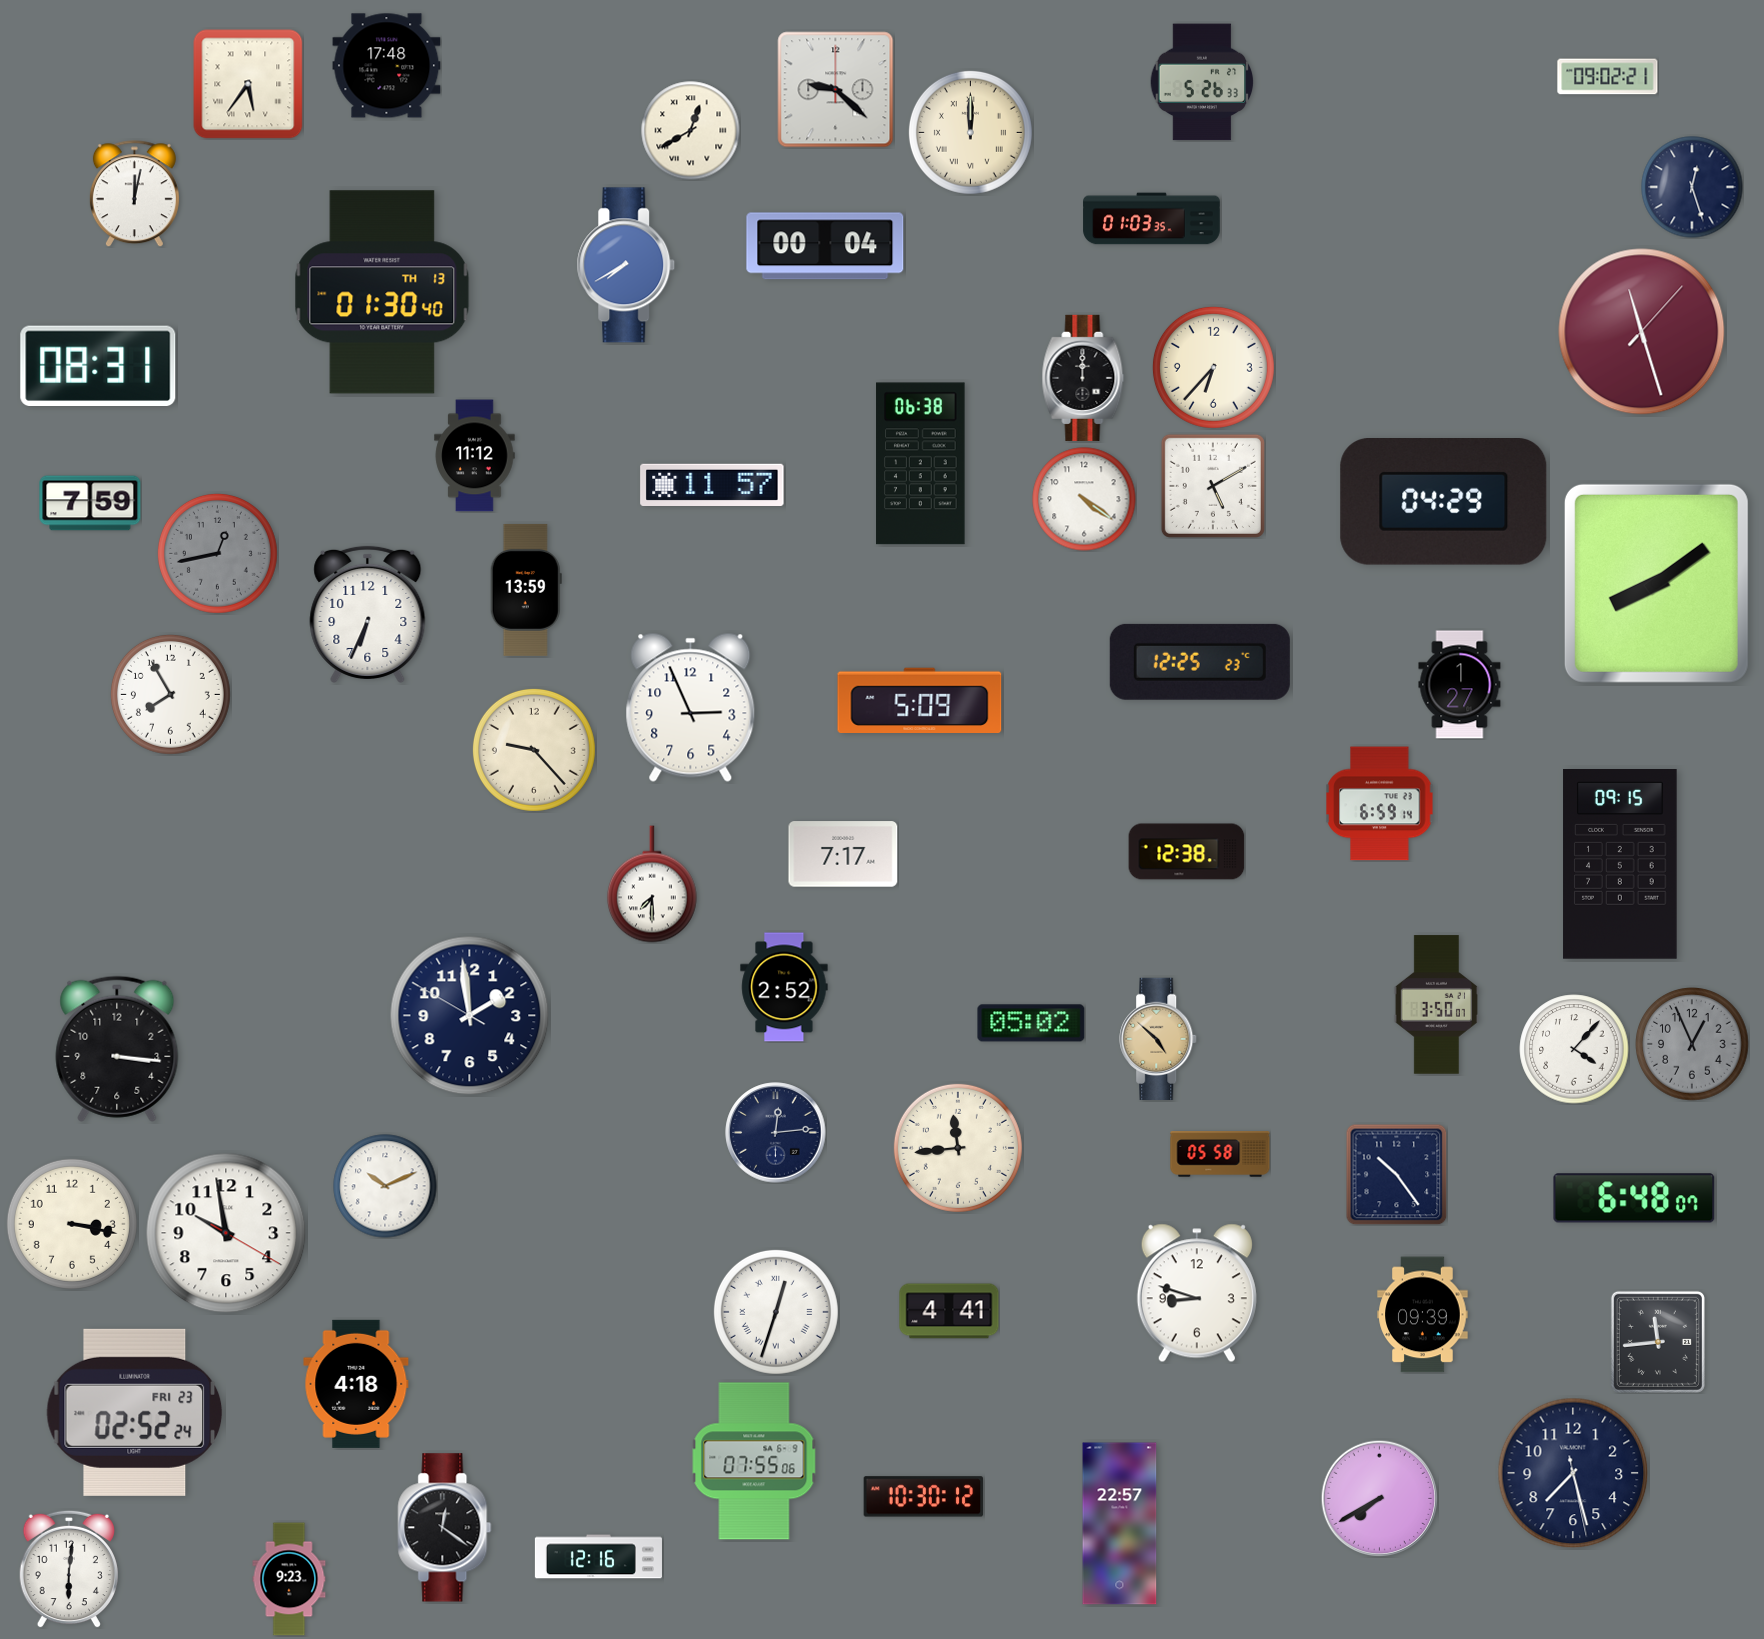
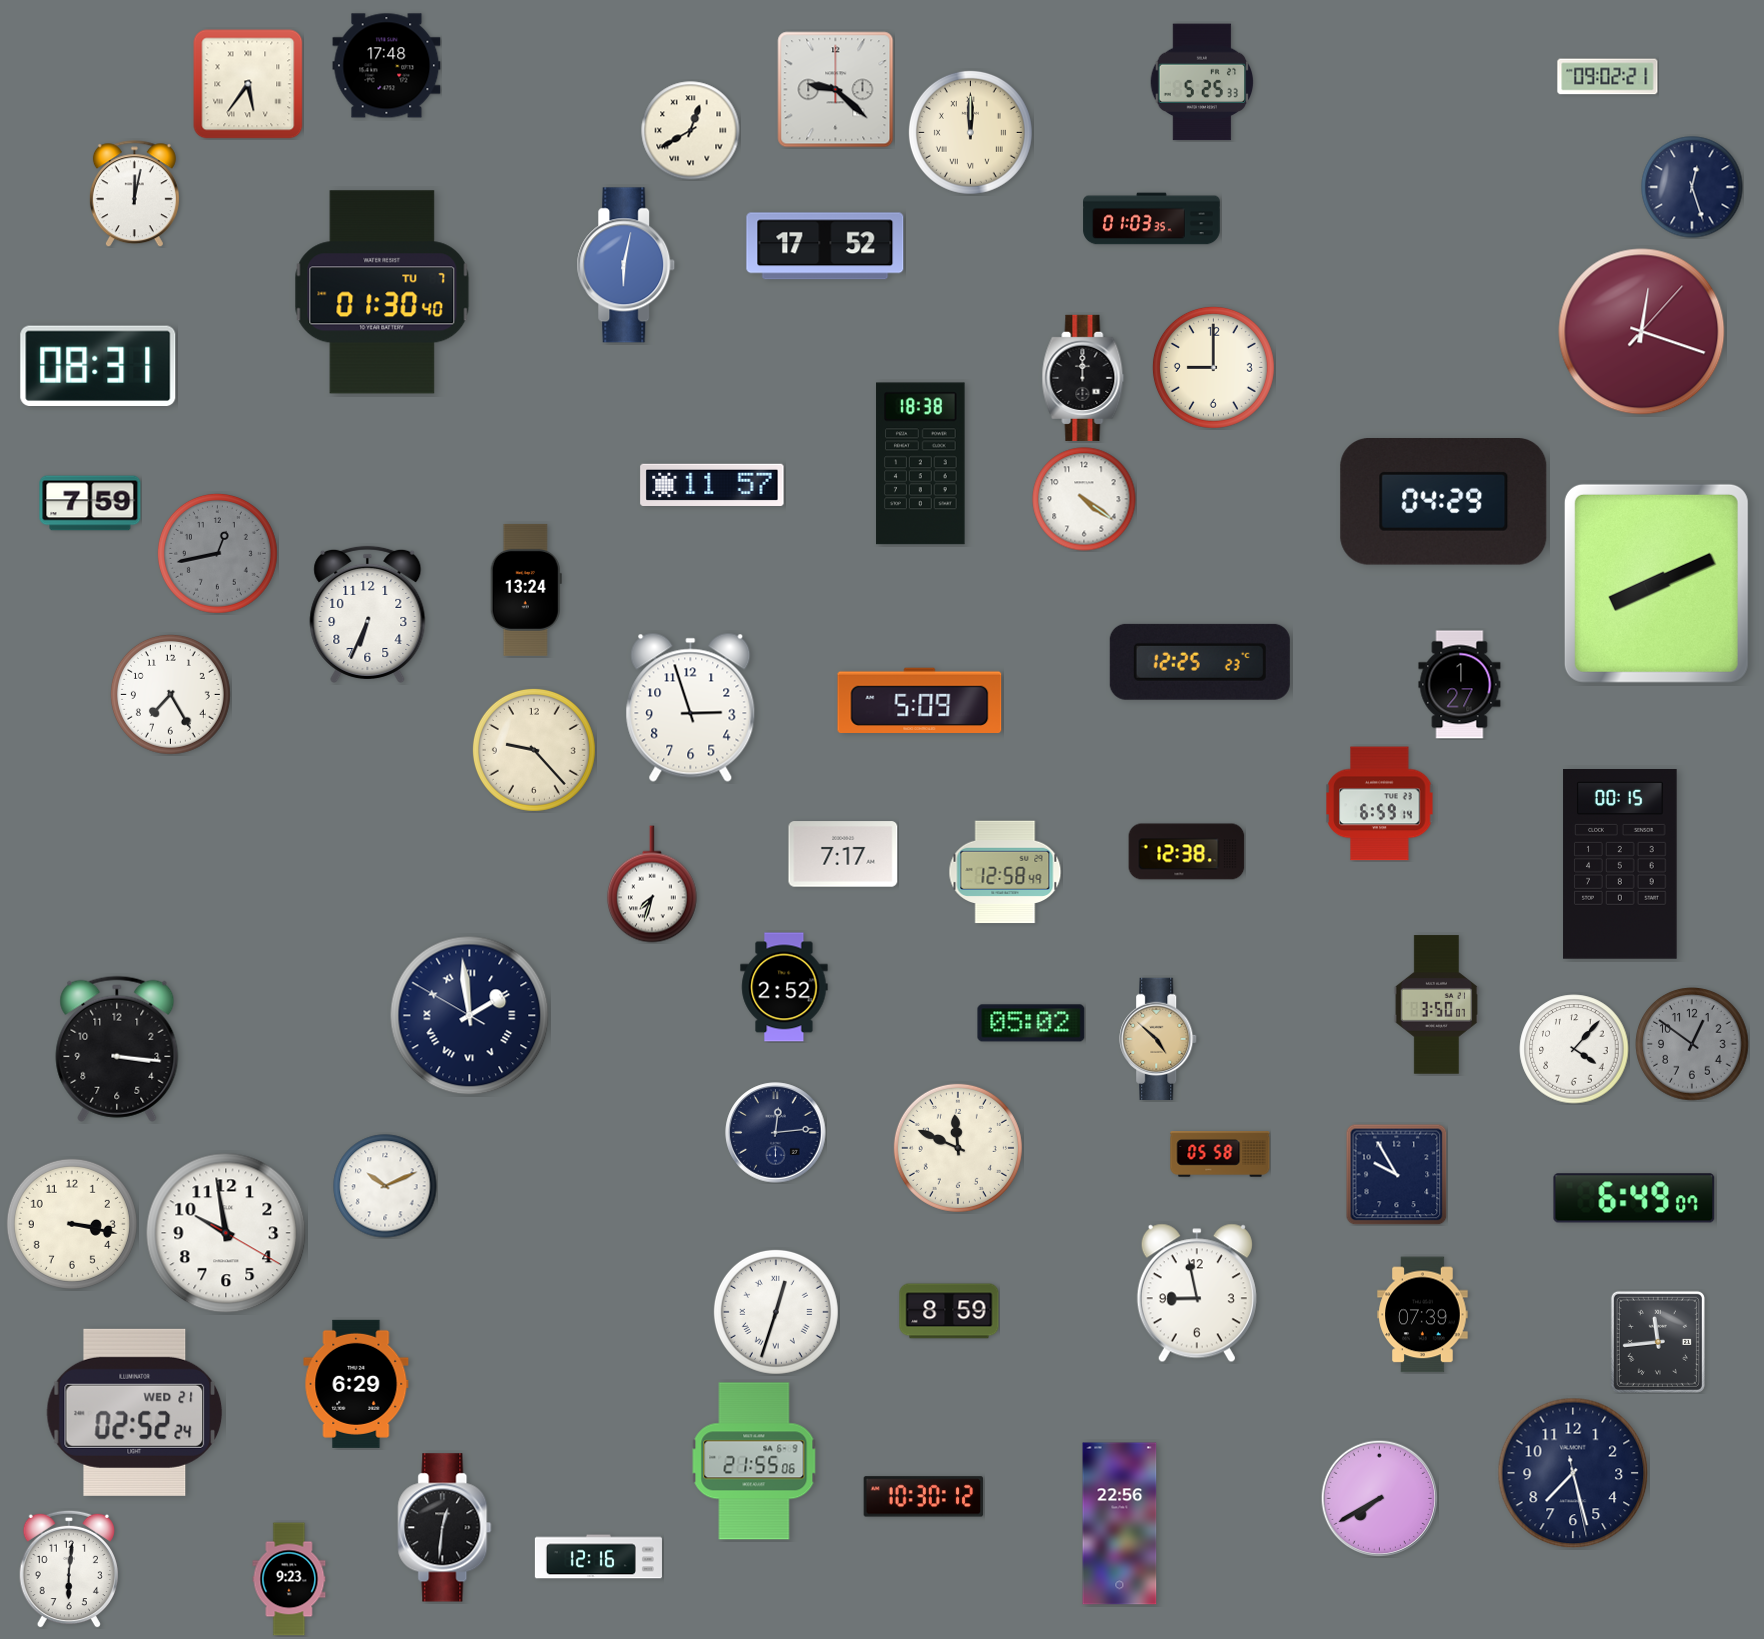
clock at (1202, 82): 5:26 -> 5:25
clock at (825, 246): 00:04 -> 17:52
clock at (626, 265): 7:40 -> 6:02
clock at (382, 292) date: TH 13 -> TU 7
clock at (1642, 332): 11:27 -> 12:18
clock at (1213, 367): 6:37 -> 9:00
clock at (475, 456): 11:12 -> none
clock at (921, 464): 06:38 -> 18:38
clock at (1213, 486): 5:10 -> none
clock at (1656, 583): 8:09 -> 8:11
clock at (526, 590): 13:59 -> 13:24
clock at (170, 694): 7:55 -> 7:25
clock at (691, 707): 2:56 -> 2:57
clock at (1620, 864): 09:15 -> 00:15
clock at (1005, 872): none -> 12:58
clock at (652, 884): 7:30 -> 7:33
clock at (470, 1016) numerals: Arabic -> Roman
clock at (1692, 1044): 12:56 -> 12:51
clock at (958, 1148): 11:44 -> 11:49
clock at (1396, 1174): 10:24 -> 9:55
clock at (1634, 1198): 6:48 -> 6:49
clock at (1197, 1293): 8:48 -> 8:58
clock at (949, 1311): 4:41 -> 8:59
clock at (1423, 1315): 09:39 -> 07:39
clock at (356, 1384): 4:18 -> 6:29
clock at (135, 1412) date: FRI 23 -> WED 21
clock at (754, 1461): 07:55 -> 21:55
clock at (1120, 1524): 22:57 -> 22:56
clock at (445, 1528): 12:21 -> 12:31
